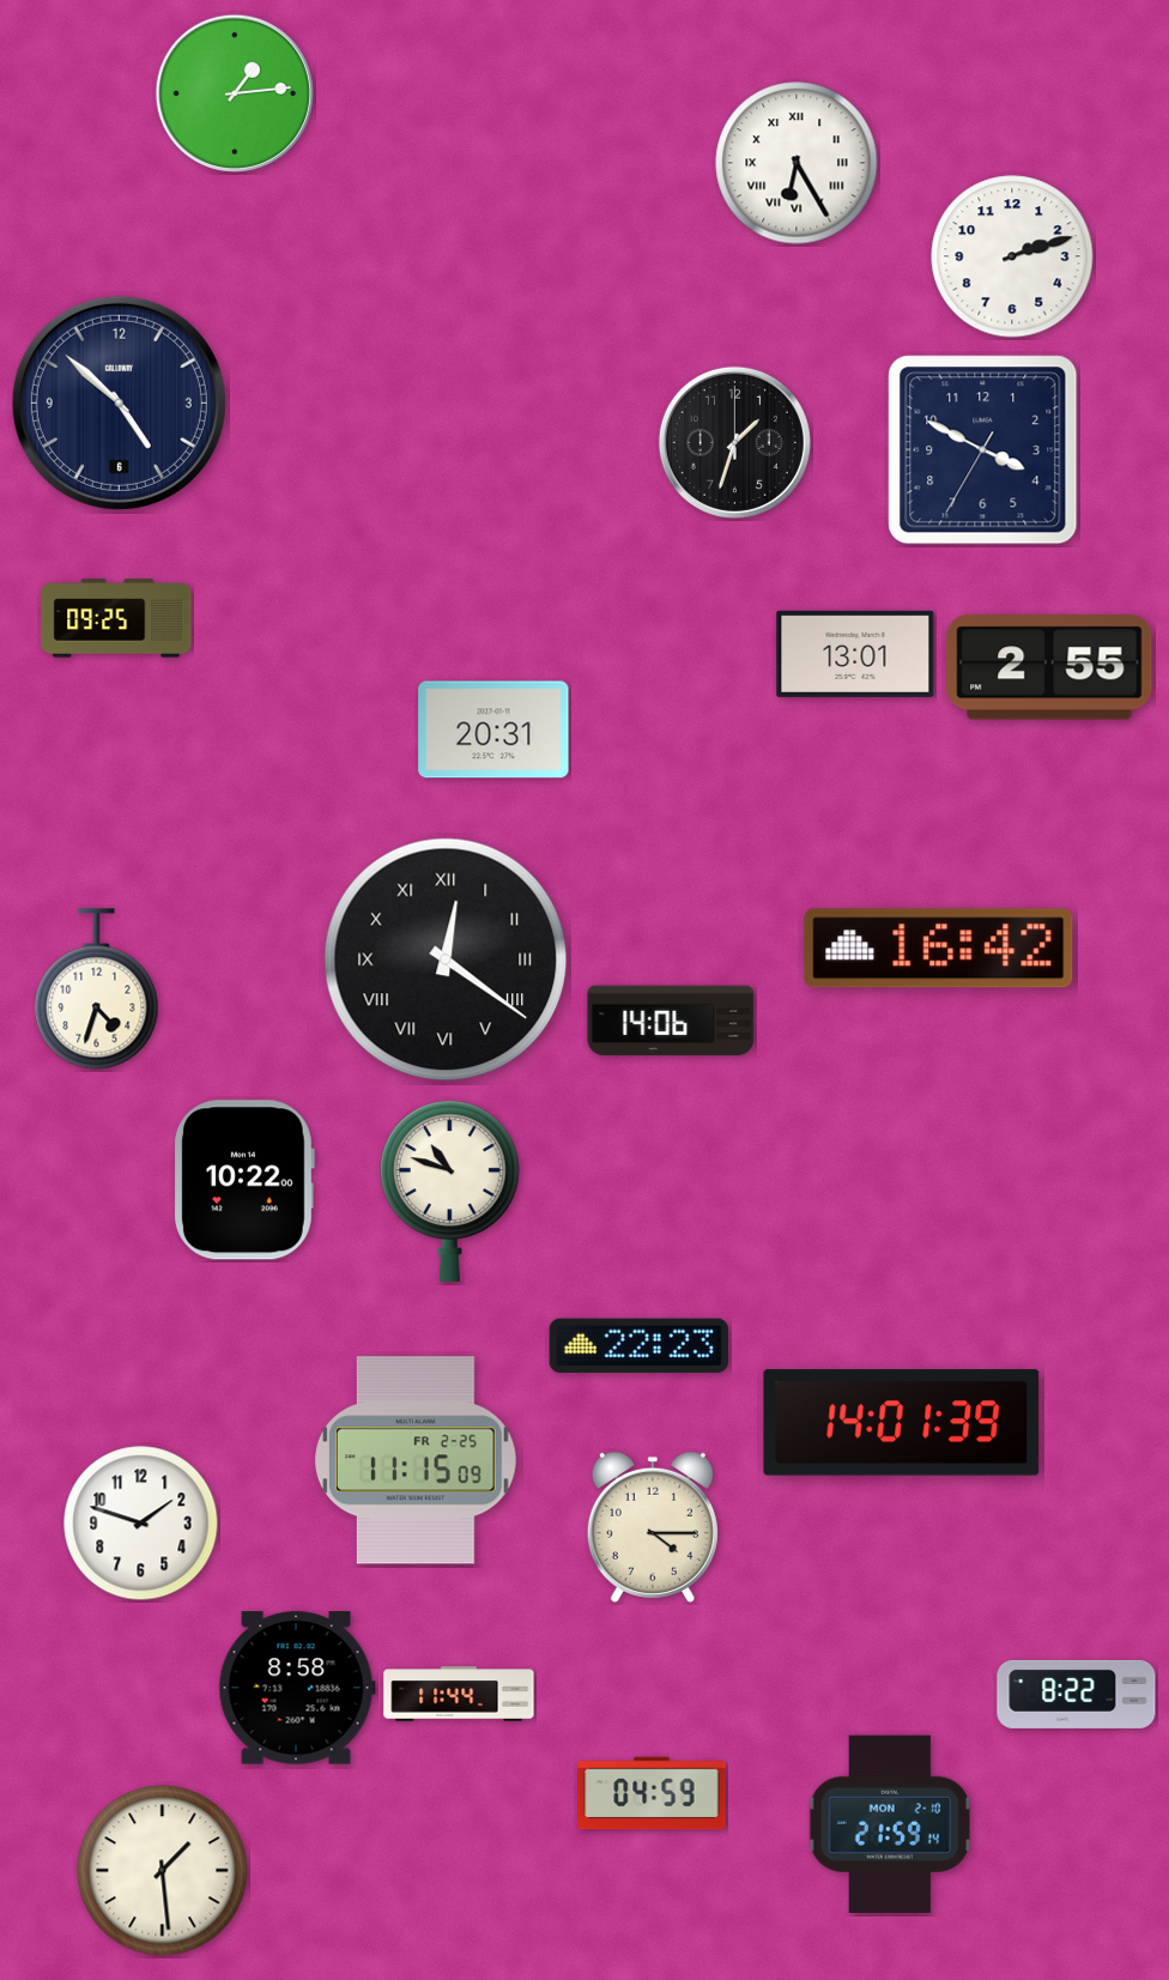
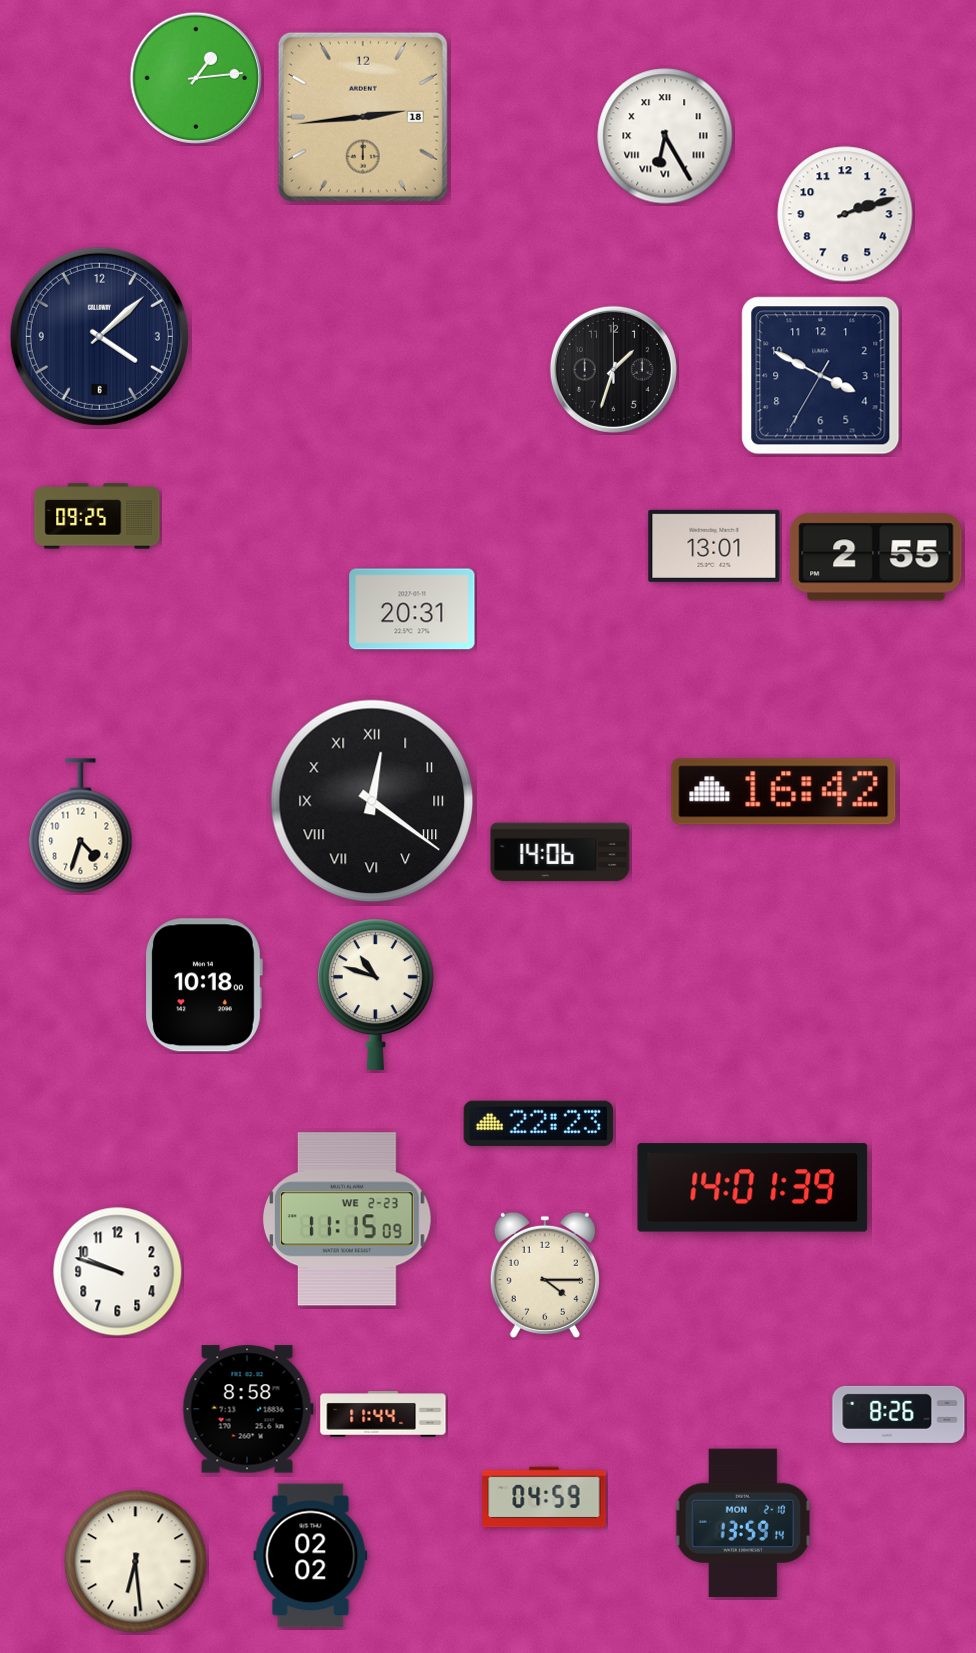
clock at (363, 117): none -> 2:44
clock at (119, 402): 4:52 -> 4:08
clock at (244, 1180): 10:22 -> 10:18
clock at (638, 1345) position: (638, 1345) -> (538, 1123)
clock at (416, 1460) date: FR 2-25 -> WE 2-23
clock at (141, 1524): 1:48 -> 9:48
clock at (1077, 1694): 8:22 -> 8:26
clock at (890, 1823): 21:59 -> 13:59
clock at (311, 1556): none -> 02:02
clock at (163, 1871): 1:29 -> 6:29
